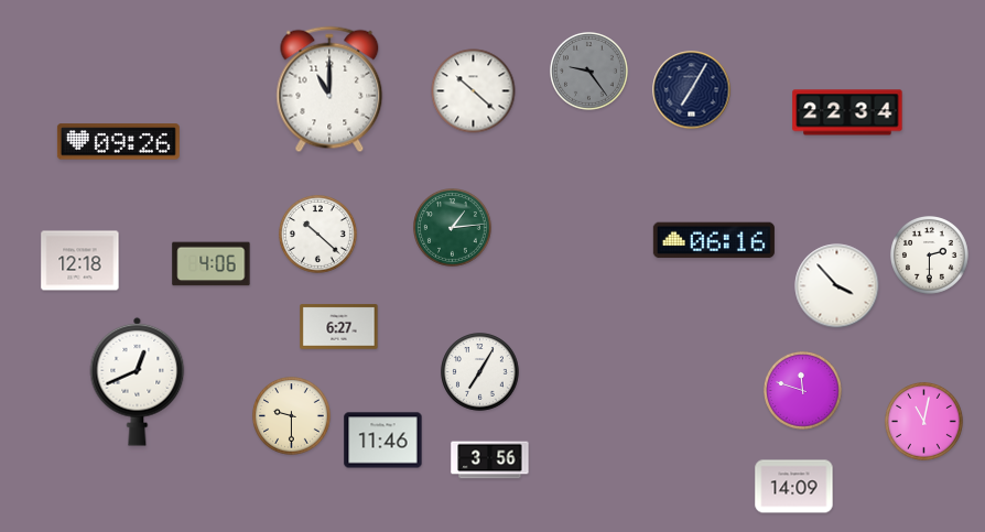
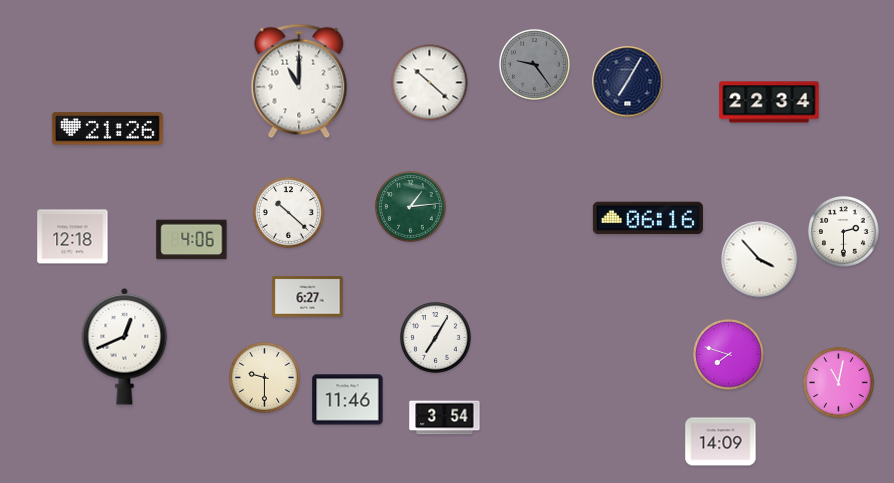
clock at (118, 142): 09:26 -> 21:26
clock at (803, 391): 11:48 -> 7:48
clock at (490, 460): 3:56 -> 3:54
